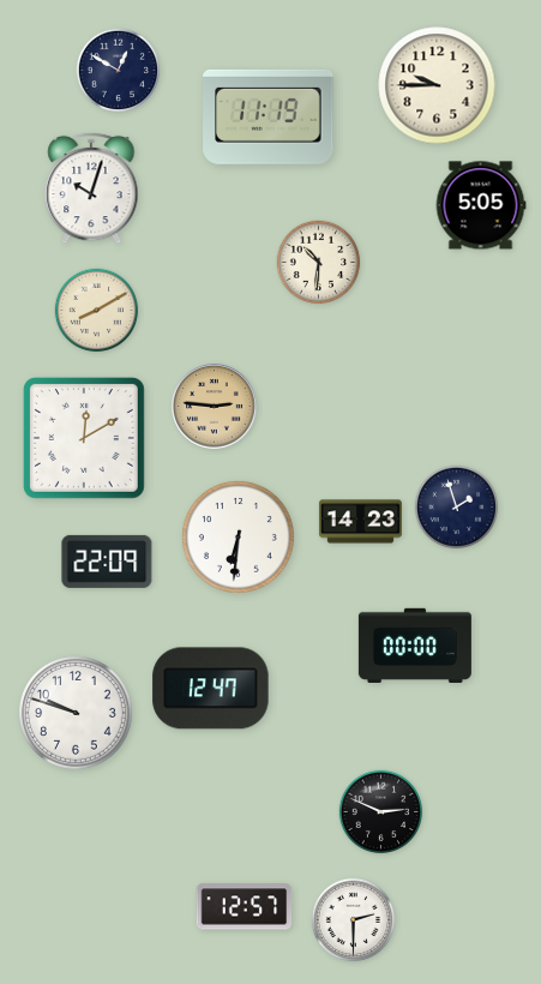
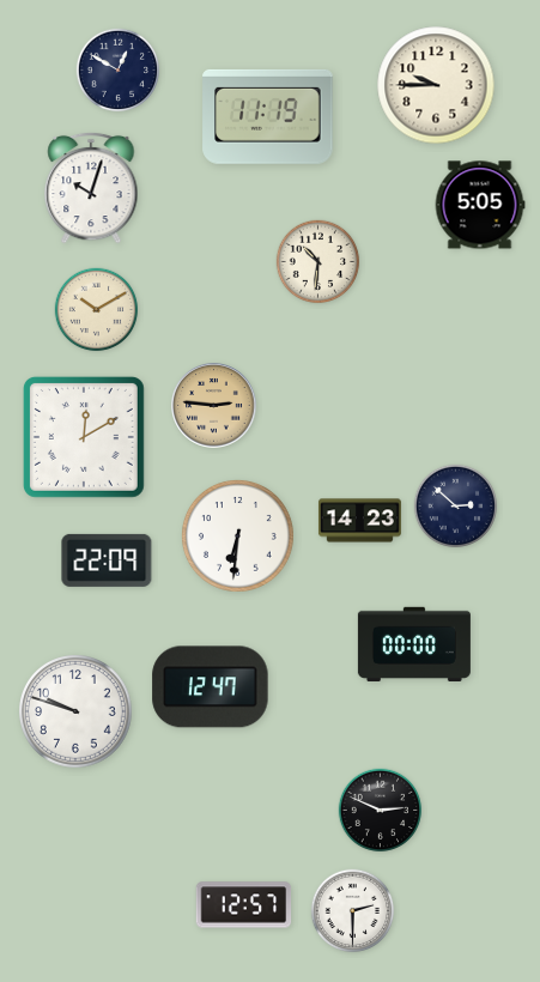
clock at (97, 311): 8:10 -> 10:10
clock at (457, 508): 1:57 -> 2:52
clock at (354, 920) position: (354, 920) -> (353, 911)
